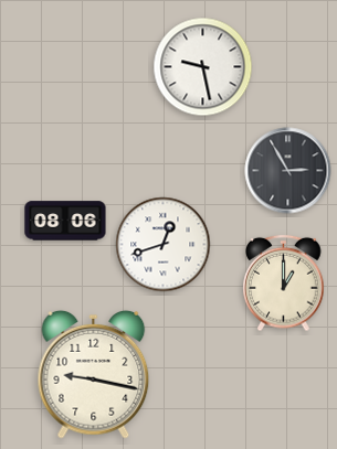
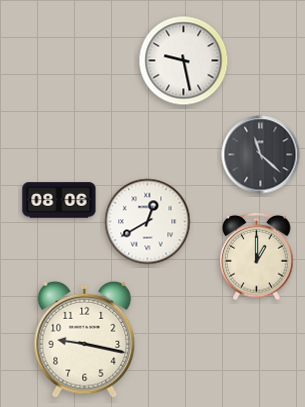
clock at (288, 171): 2:55 -> 11:22
clock at (164, 245): 12:42 -> 12:40
